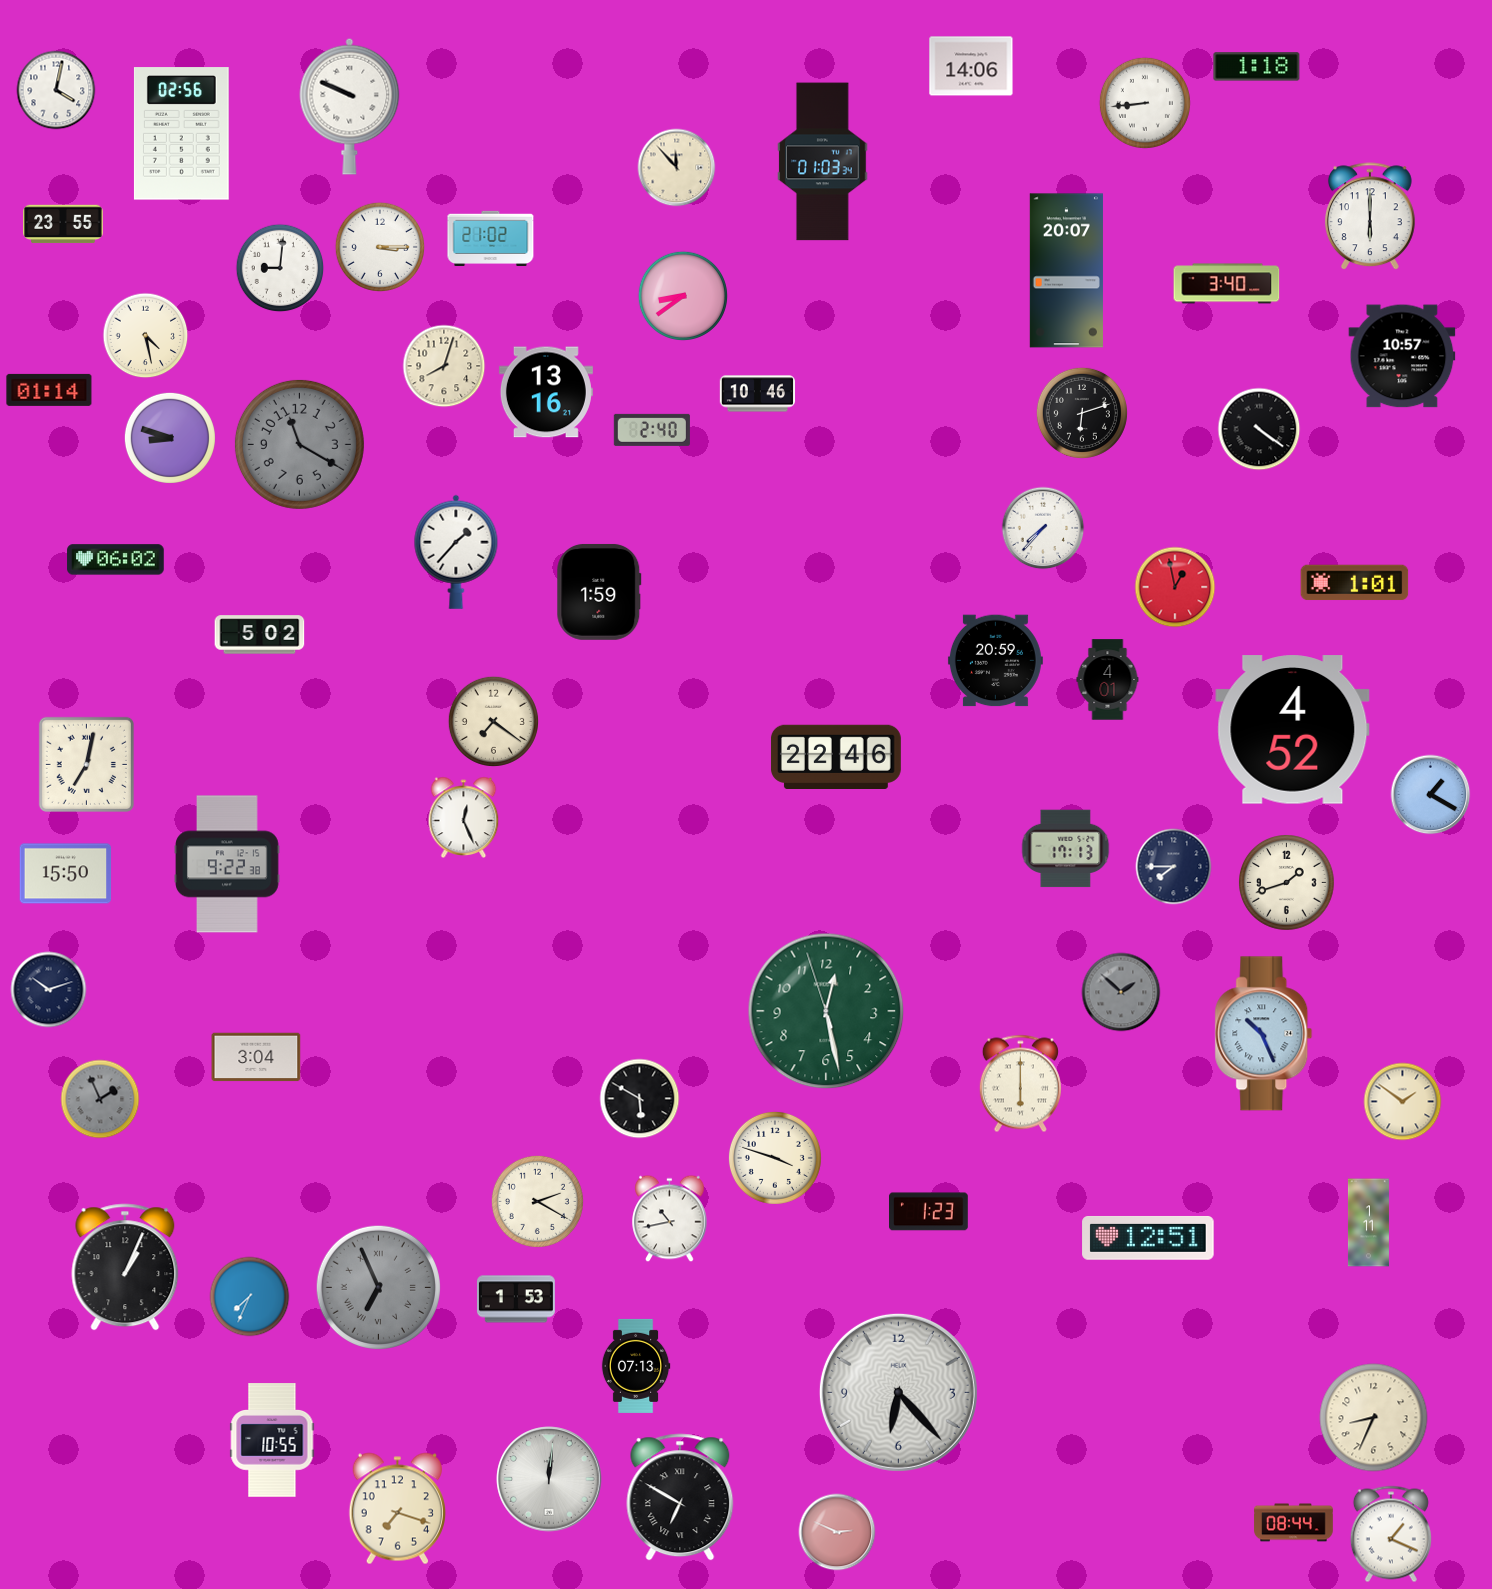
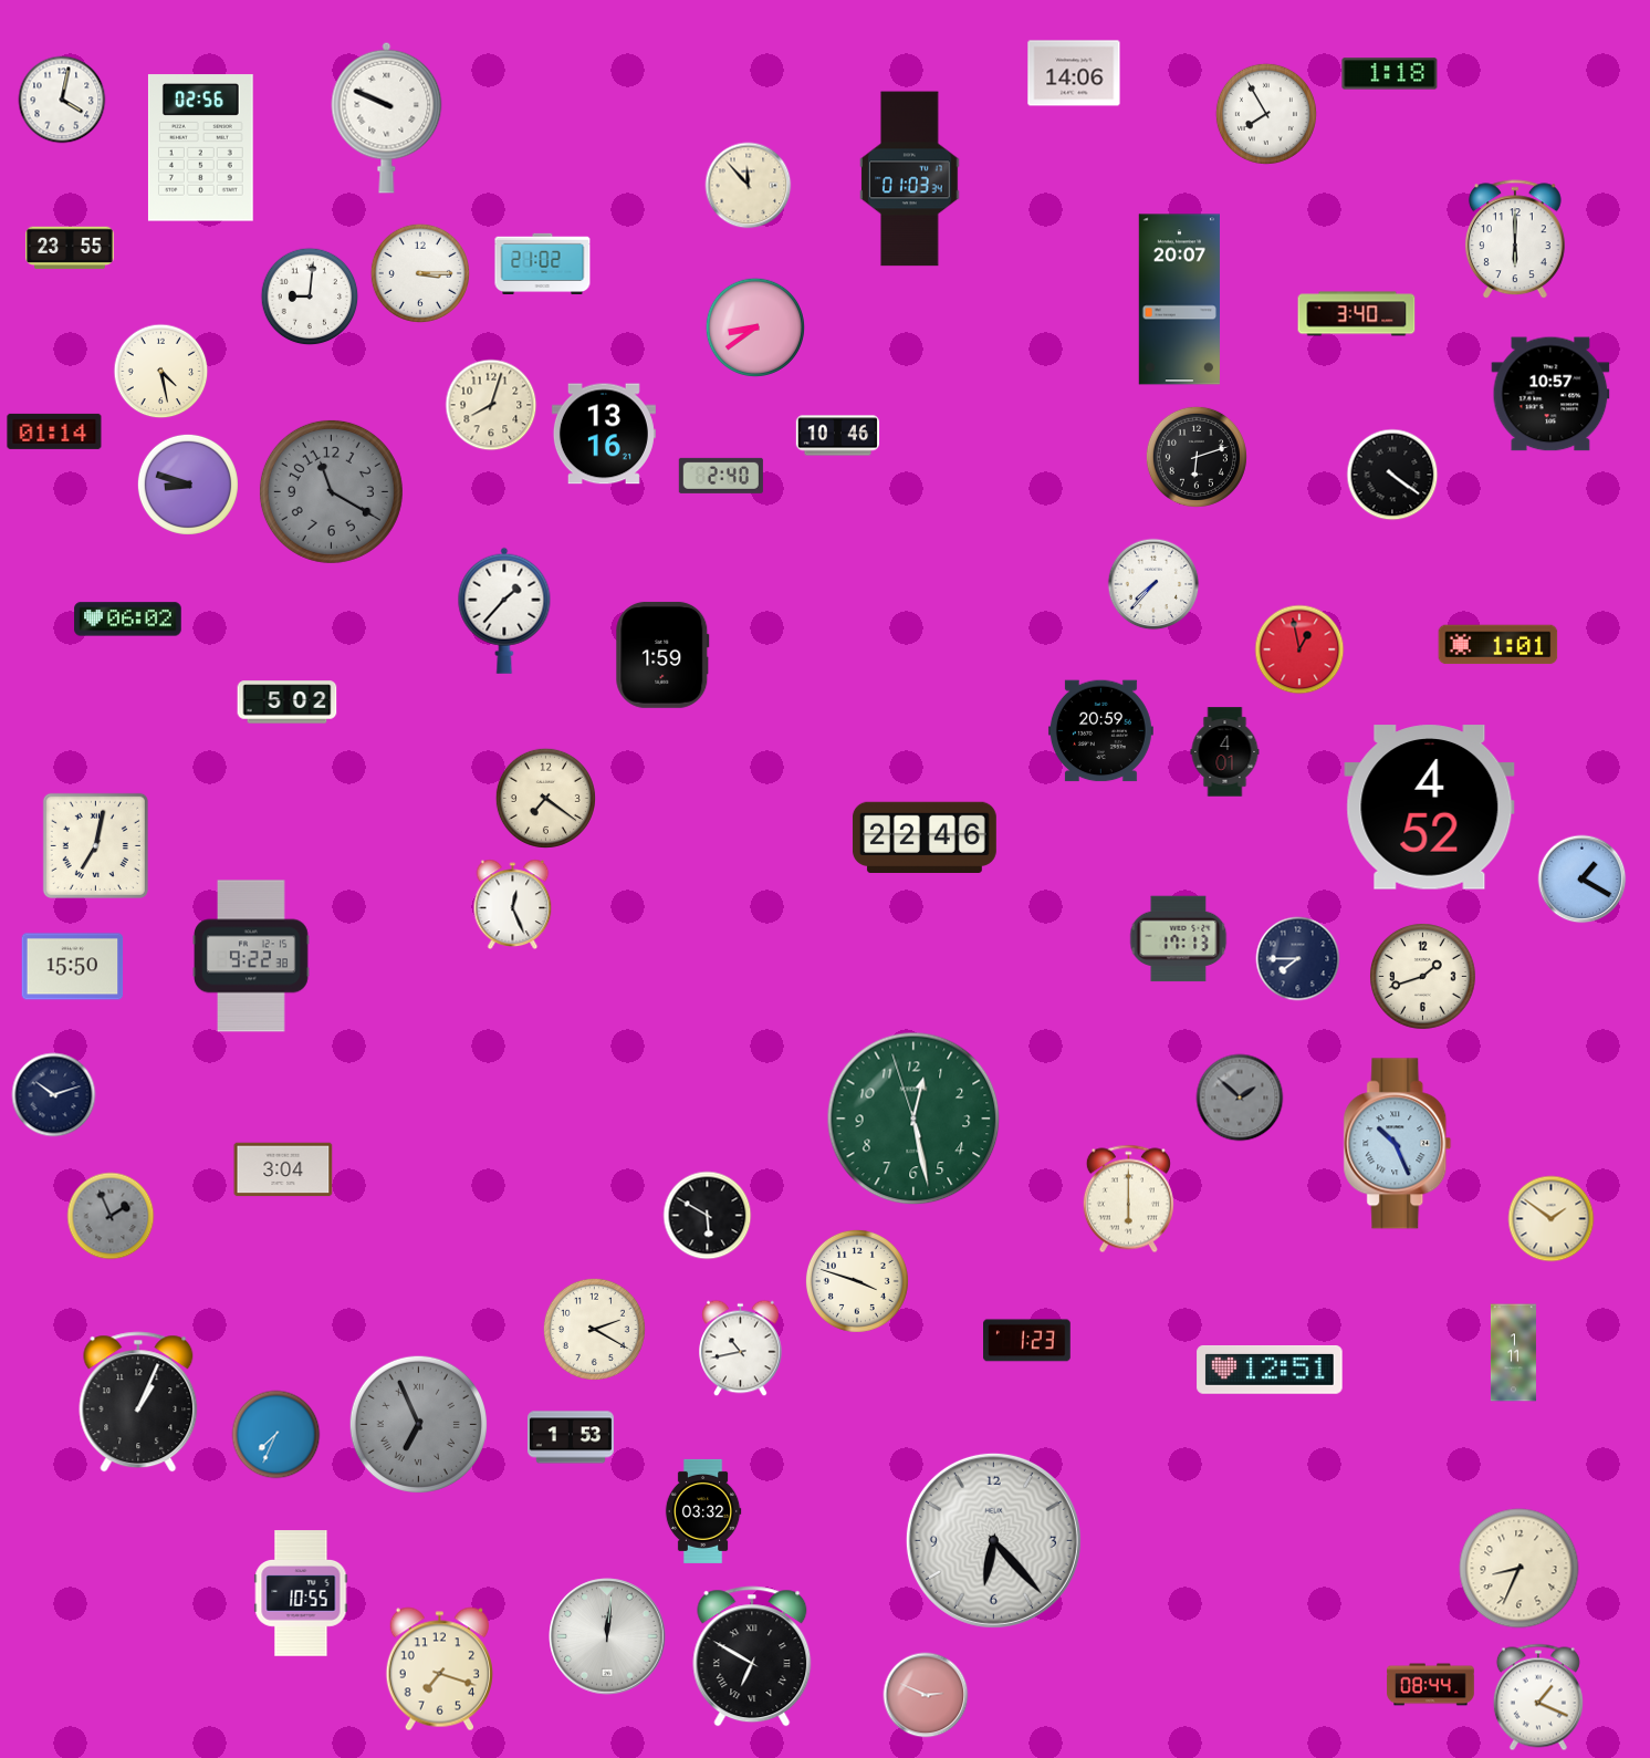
clock at (1145, 103): 8:44 -> 7:55
clock at (636, 1366): 07:13 -> 03:32
